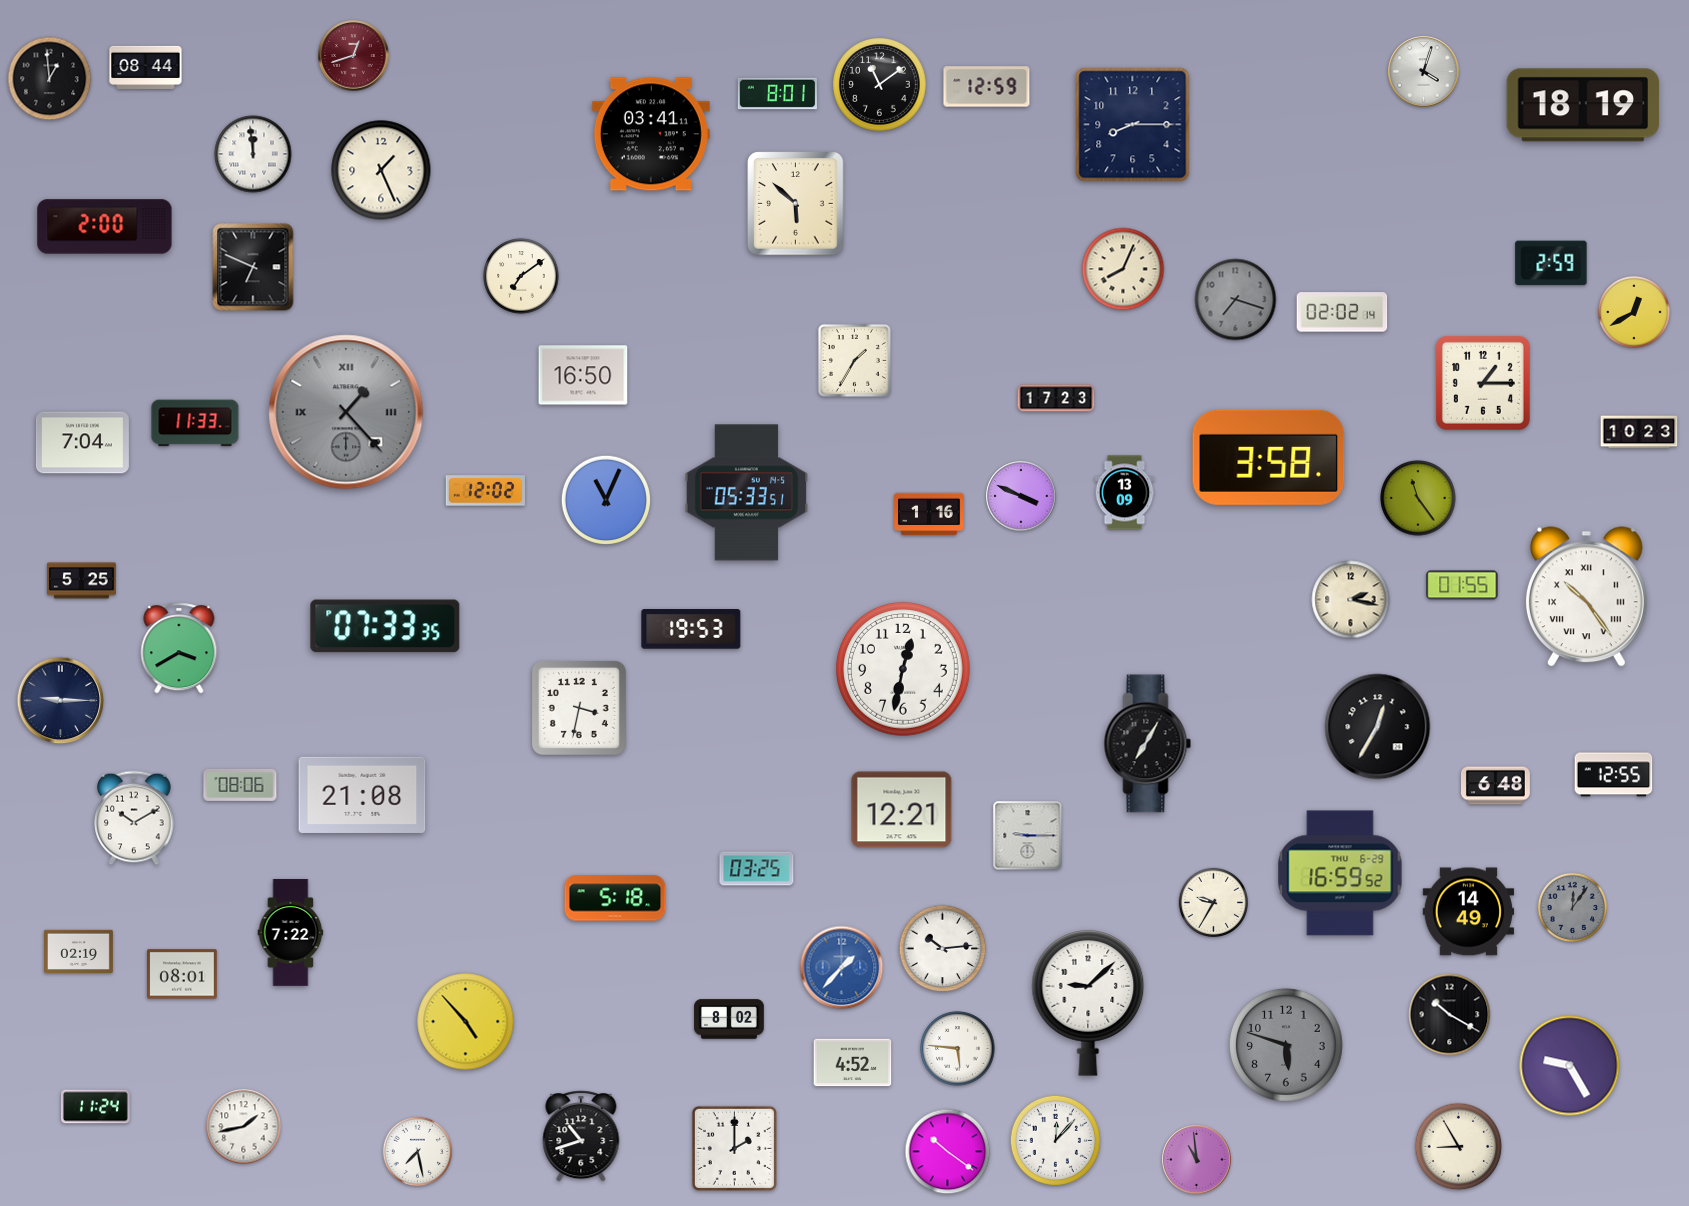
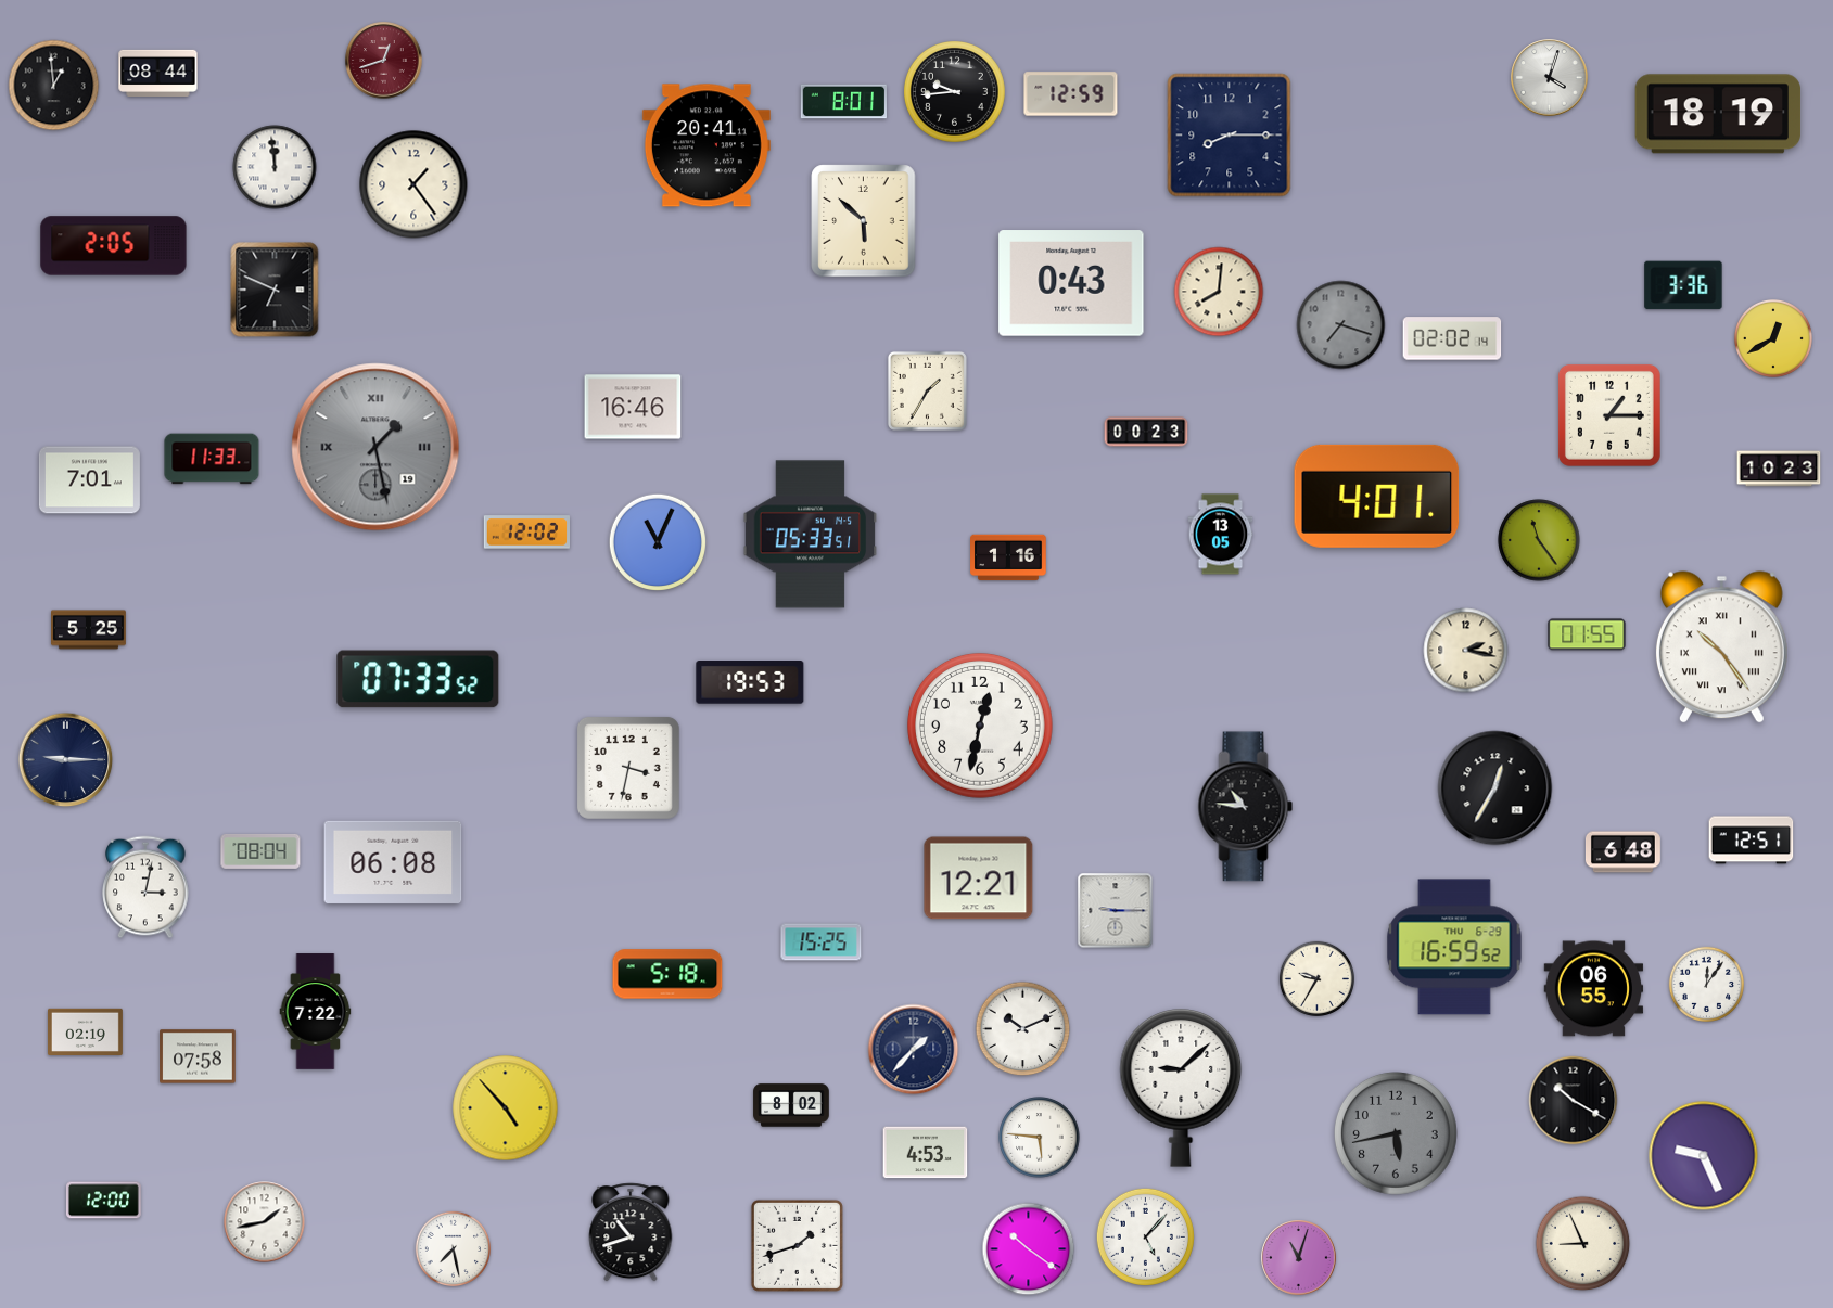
clock at (1424, 72) position: (1424, 72) -> (1550, 78)
clock at (880, 85): 11:09 -> 9:44
clock at (651, 134): 03:41 -> 20:41
clock at (381, 170): 1:26 -> 1:24
clock at (105, 227): 2:00 -> 2:05
clock at (1071, 283): none -> 0:43
clock at (1551, 263): 2:59 -> 3:36
clock at (1123, 269): 8:04 -> 8:01
clock at (521, 276): 7:09 -> none
clock at (1342, 312) position: (1342, 312) -> (1452, 338)
clock at (583, 375): 16:50 -> 16:46
clock at (1056, 398): 17:23 -> 00:23
clock at (346, 412): 1:23 -> 1:28
clock at (82, 443): 7:04 -> 7:01
clock at (1269, 457): 3:58 -> 4:01
clock at (1125, 493): 13:09 -> 13:05
clock at (1021, 496): 3:49 -> none
clock at (385, 626): 07:33:35 -> 07:33:52
clock at (179, 648): 3:40 -> none
clock at (1148, 744): 7:05 -> 10:46
clock at (1614, 775): 12:55 -> 12:51
clock at (240, 785): 08:06 -> 08:04
clock at (362, 795): 21:08 -> 06:08
clock at (134, 818): 10:10 -> 3:02
clock at (1028, 836) position: (1028, 836) -> (1116, 911)
clock at (757, 869): 03:25 -> 15:25
clock at (1572, 907) dial: grey -> white
clock at (1469, 912): 14:49 -> 06:55
clock at (943, 949): 10:14 -> 10:11
clock at (842, 968) dial: blue -> navy
clock at (182, 974): 08:01 -> 07:58
clock at (1286, 1045): 5:48 -> 5:43
clock at (853, 1063): 4:52 -> 4:53
clock at (1570, 1066): 9:25 -> 9:26
clock at (95, 1107): 11:24 -> 12:00
clock at (1055, 1140): 12:07 -> 5:07
clock at (1459, 1147): 8:55 -> 8:56
clock at (734, 1148): 2:00 -> 1:42
clock at (1197, 1160): 10:59 -> 11:03
